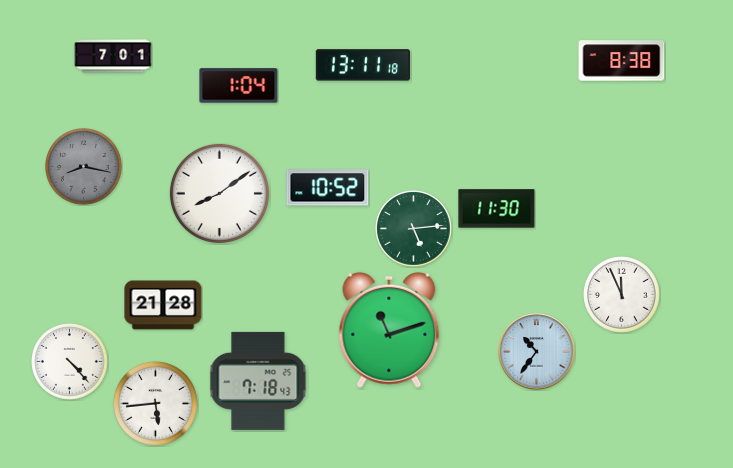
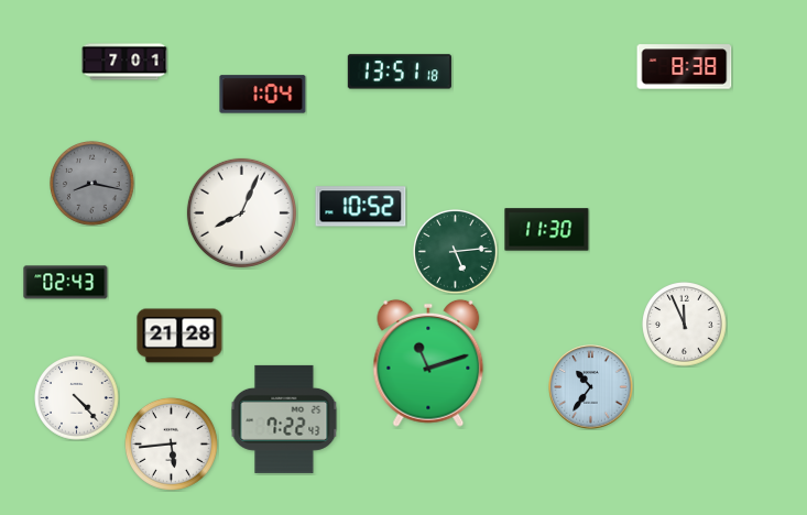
clock at (363, 65): 13:11 -> 13:51
clock at (219, 193): 8:09 -> 8:04
clock at (66, 283): none -> 02:43
clock at (258, 381): 7:18 -> 7:22
